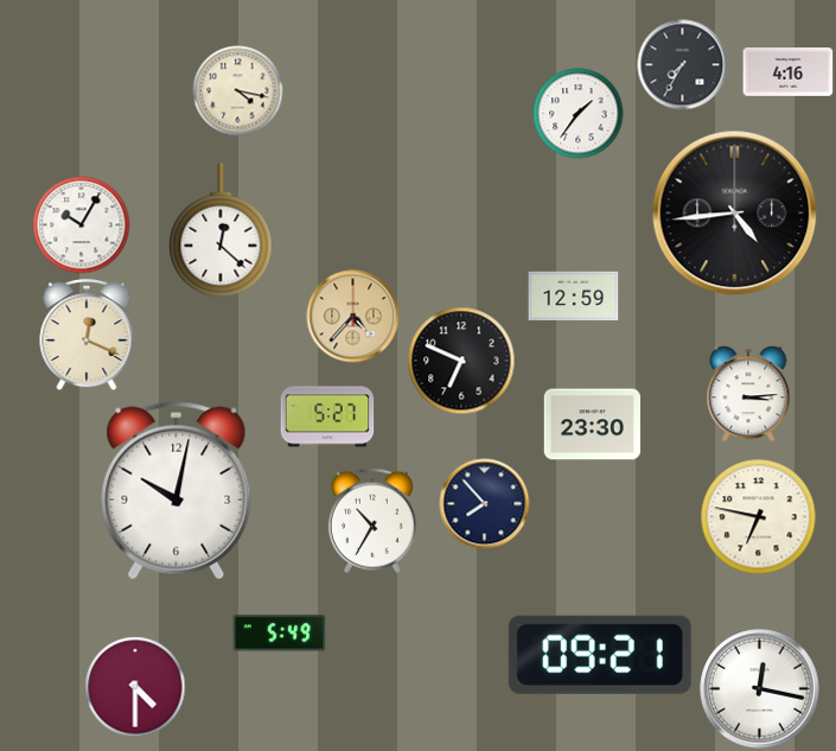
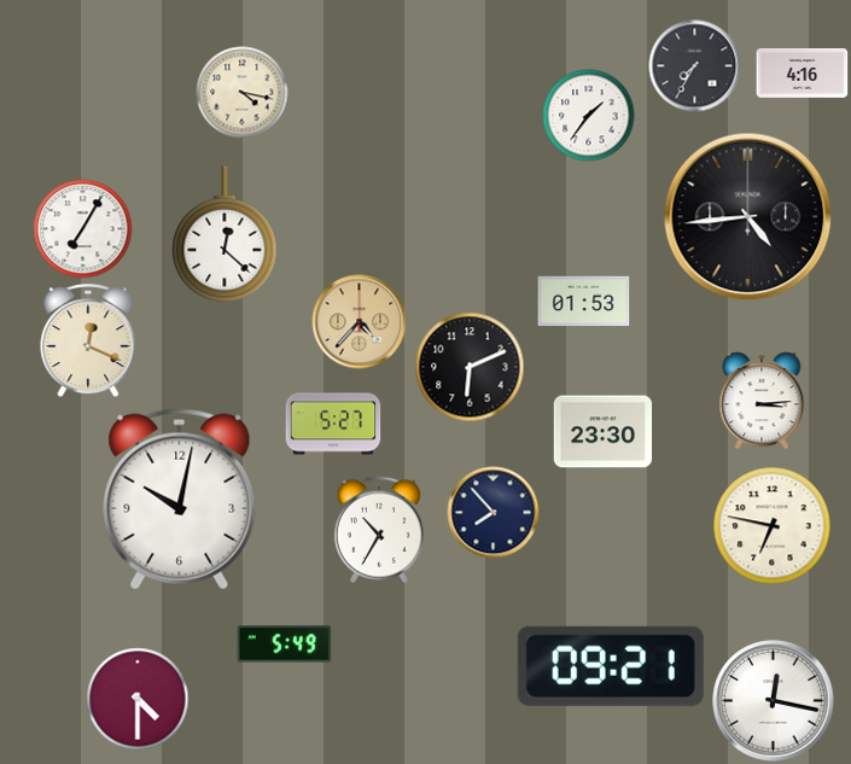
clock at (82, 225): 10:05 -> 7:05
clock at (574, 297): 12:59 -> 01:53
clock at (461, 361): 6:49 -> 6:11
